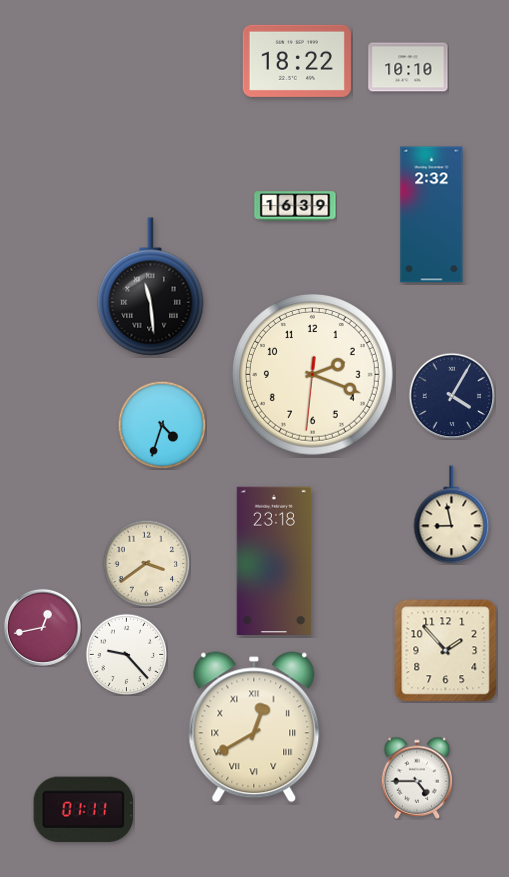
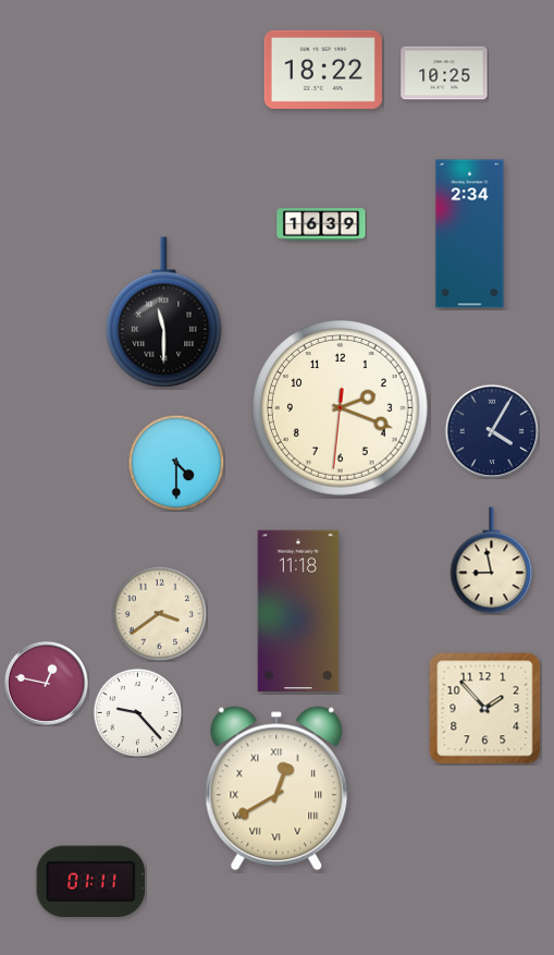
clock at (297, 61) position: (297, 61) -> (323, 70)
clock at (408, 67): 10:10 -> 10:25
clock at (432, 215): 2:32 -> 2:34
clock at (151, 287): 11:29 -> 11:30
clock at (162, 425): 4:33 -> 4:30
clock at (273, 560): 23:18 -> 11:18
clock at (42, 627): 12:43 -> 12:47
clock at (254, 727) position: (254, 727) -> (276, 788)
clock at (417, 778): 4:45 -> none
